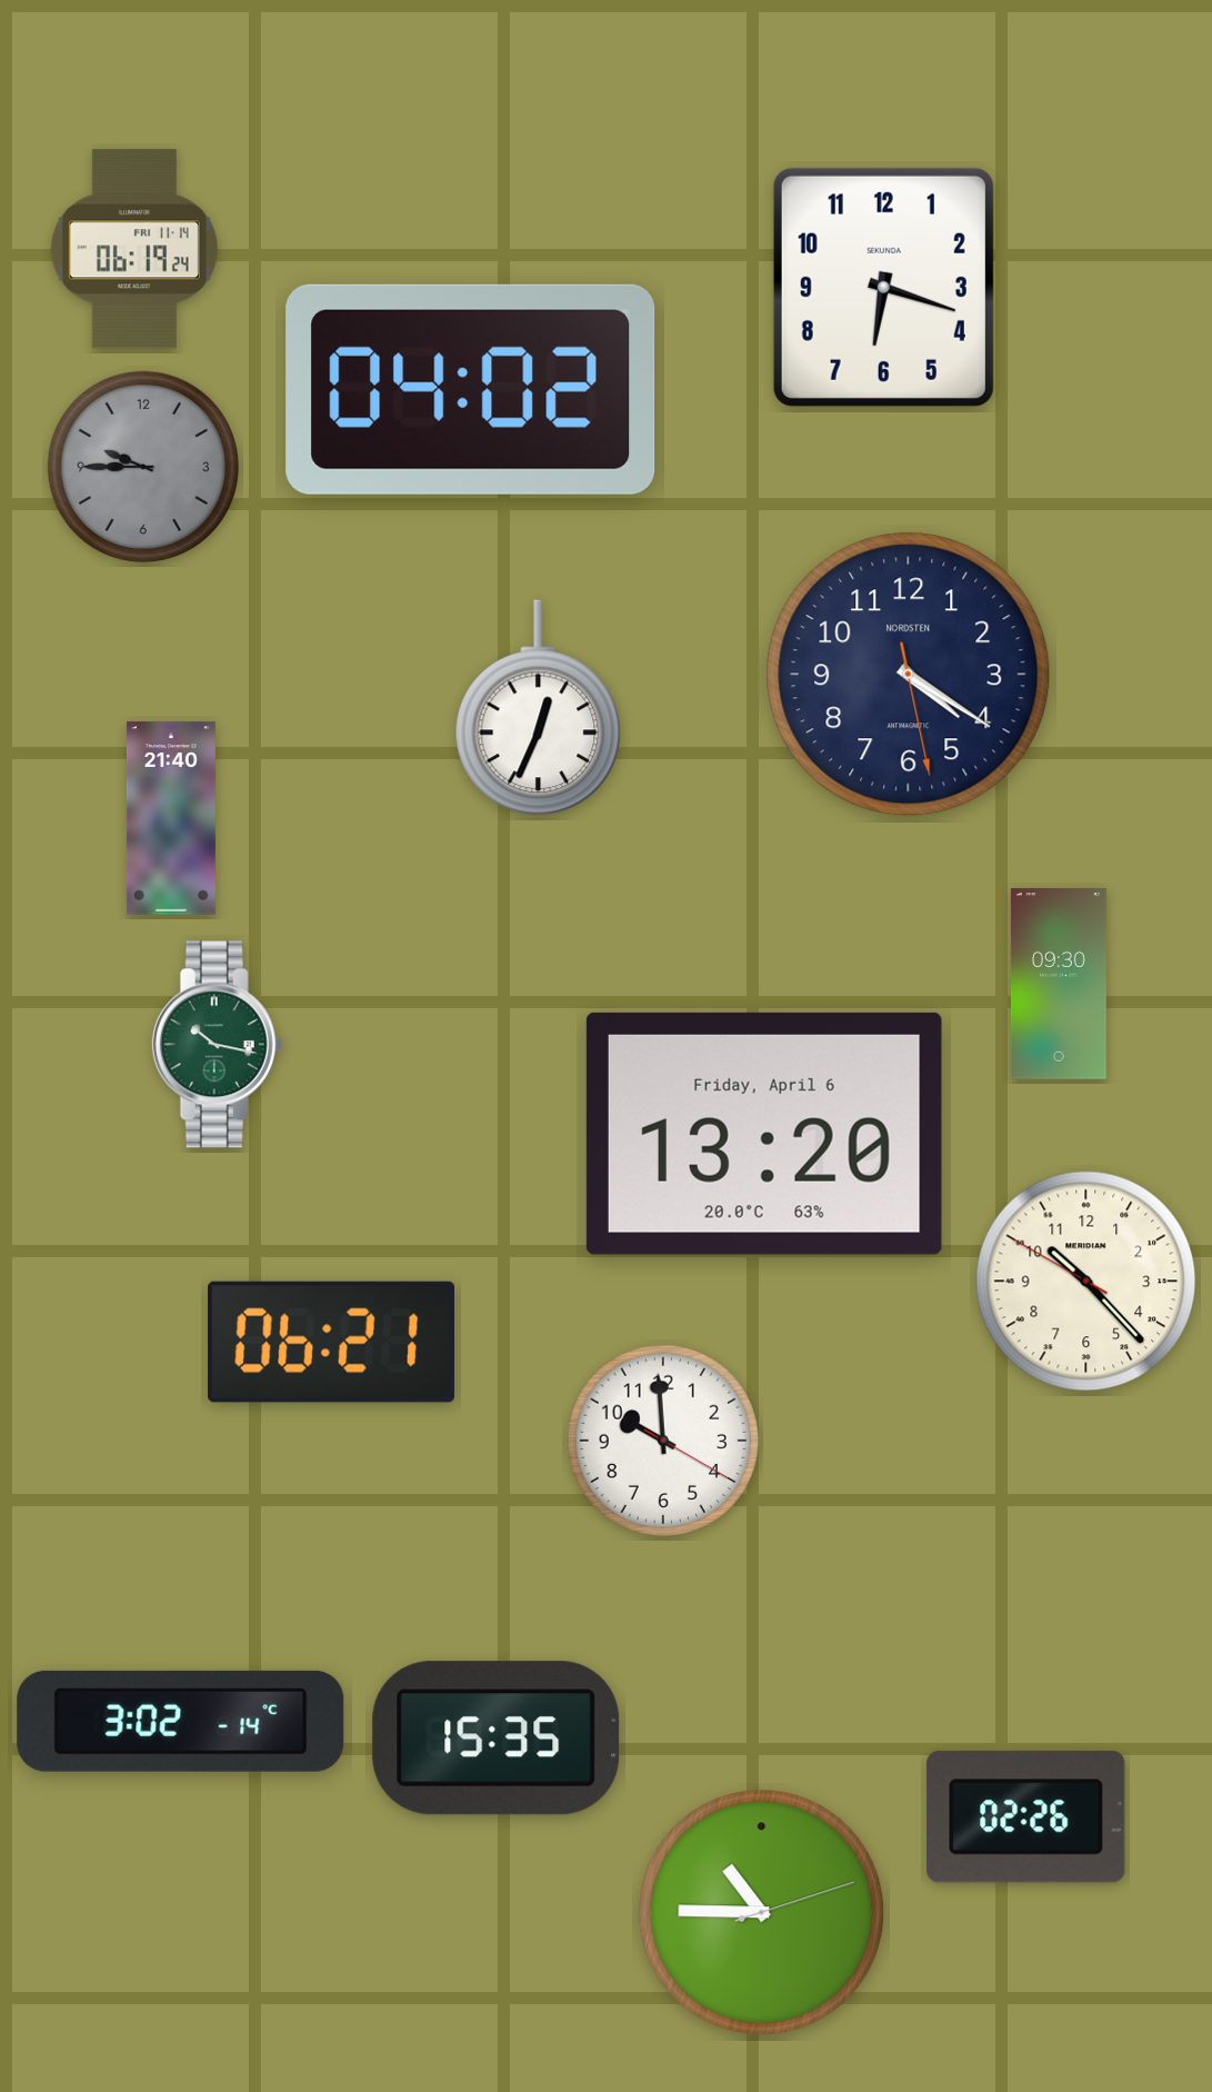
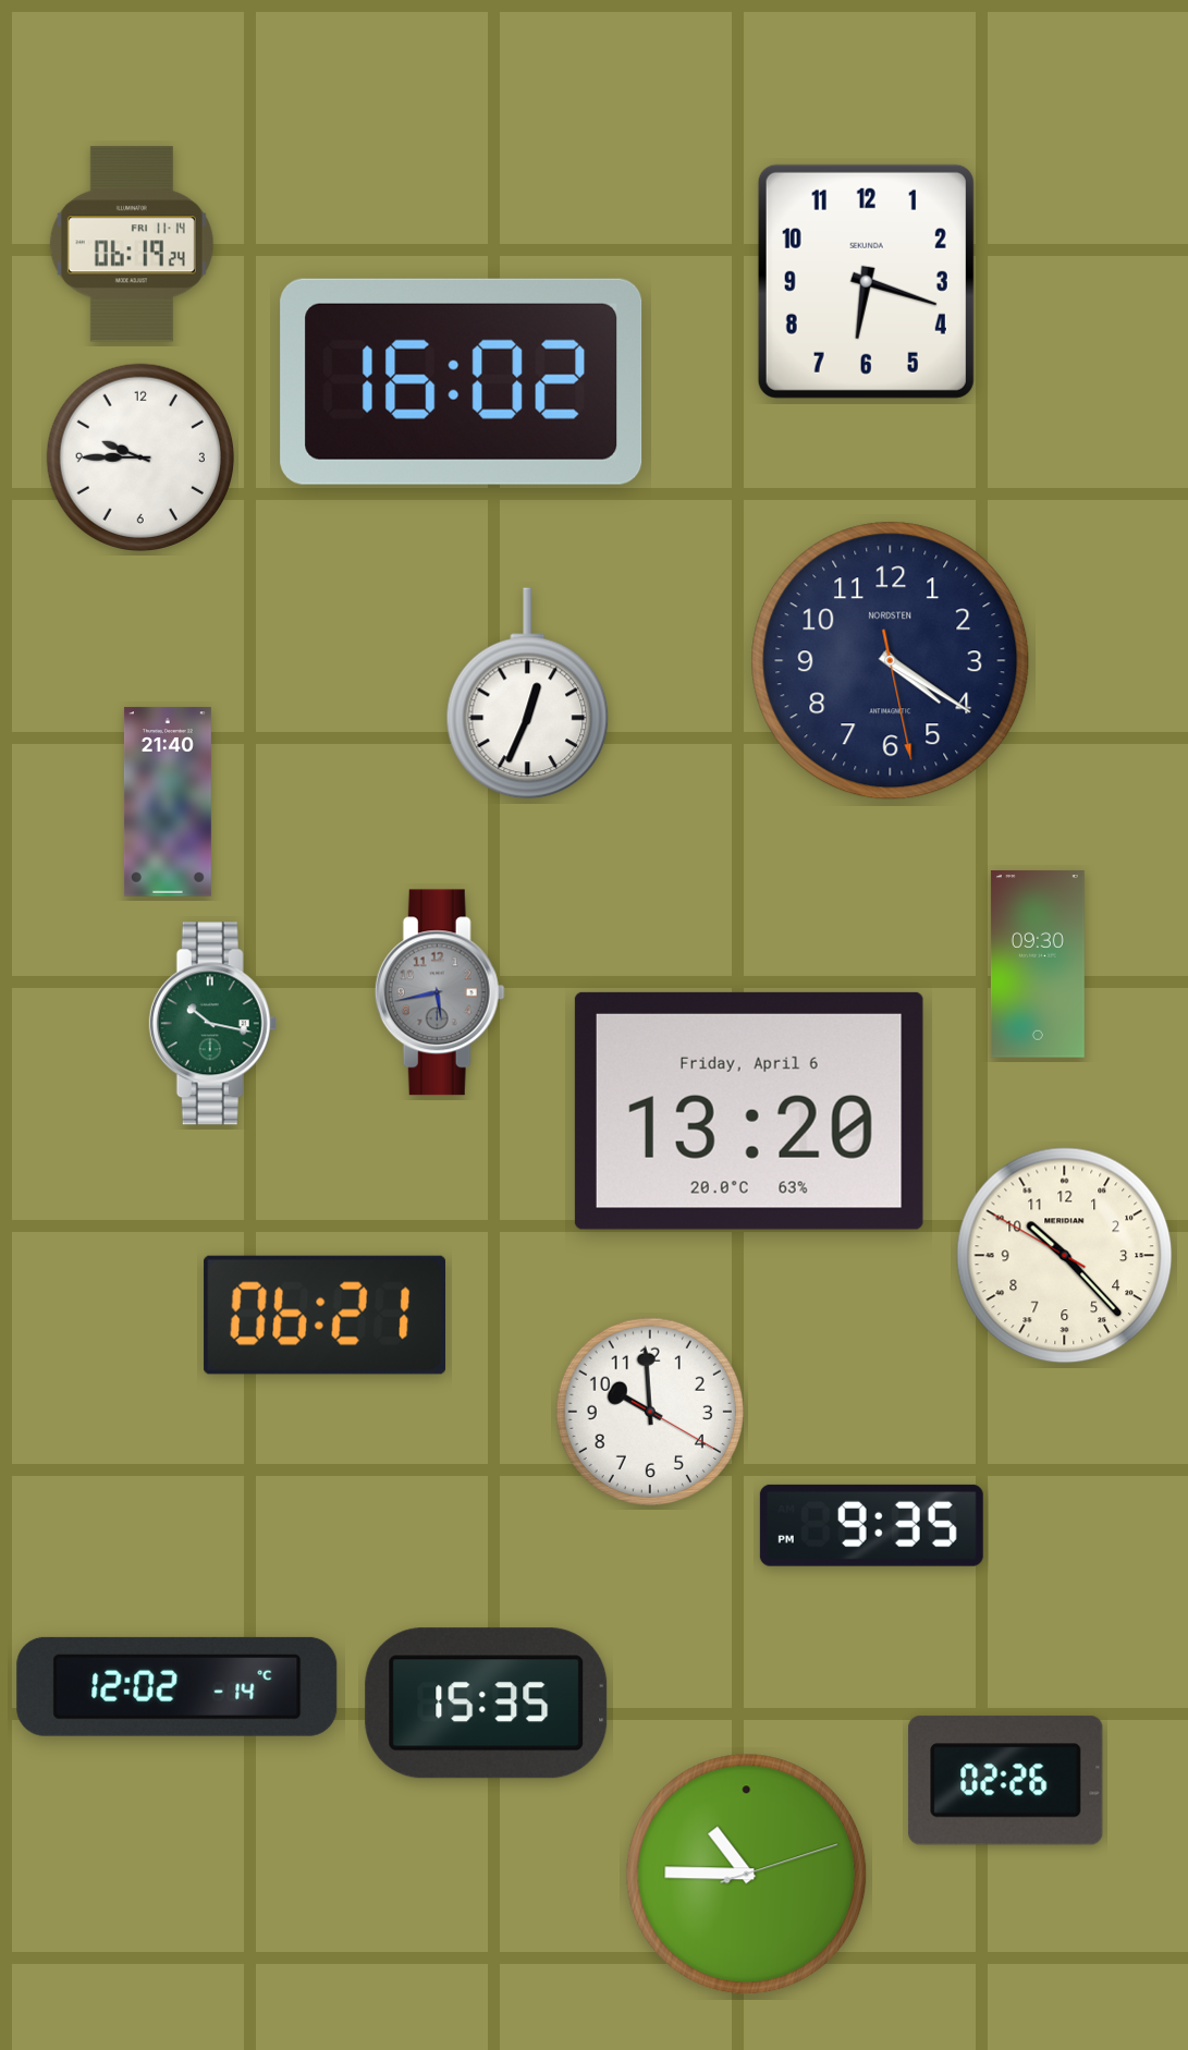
clock at (471, 389): 04:02 -> 16:02
clock at (142, 466) dial: grey -> white
clock at (440, 992): none -> 5:43
clock at (871, 1525): none -> 9:35
clock at (181, 1721): 3:02 -> 12:02
